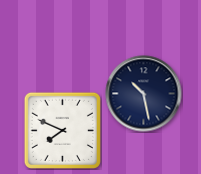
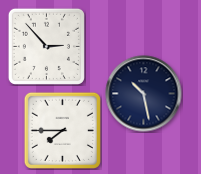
clock at (46, 46): none -> 2:53
clock at (62, 130): 7:49 -> 7:45
